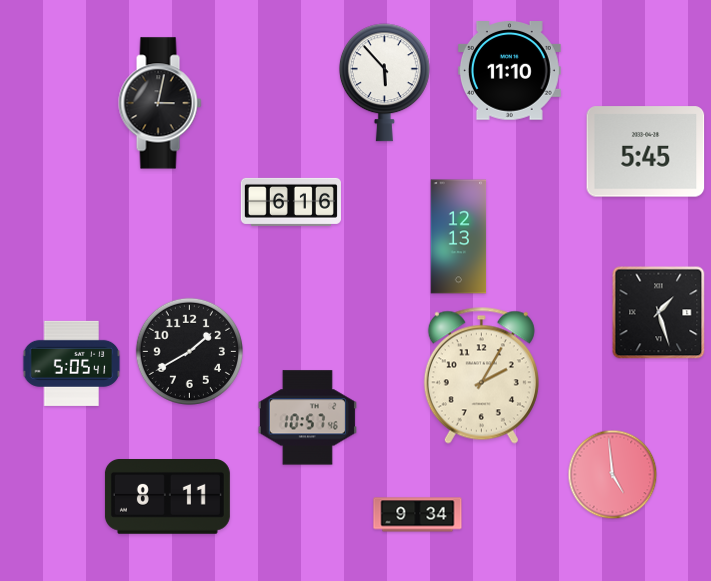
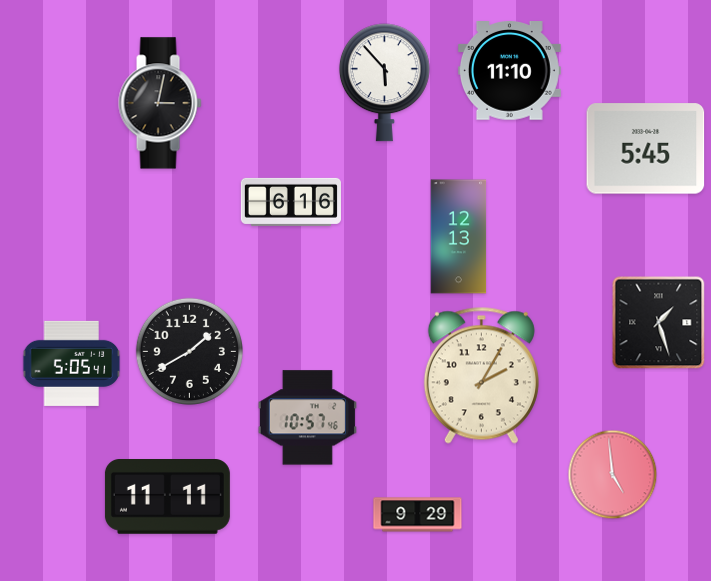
clock at (646, 152) position: (646, 152) -> (646, 149)
clock at (659, 313) position: (659, 313) -> (659, 323)
clock at (167, 497): 8:11 -> 11:11
clock at (418, 515): 9:34 -> 9:29
